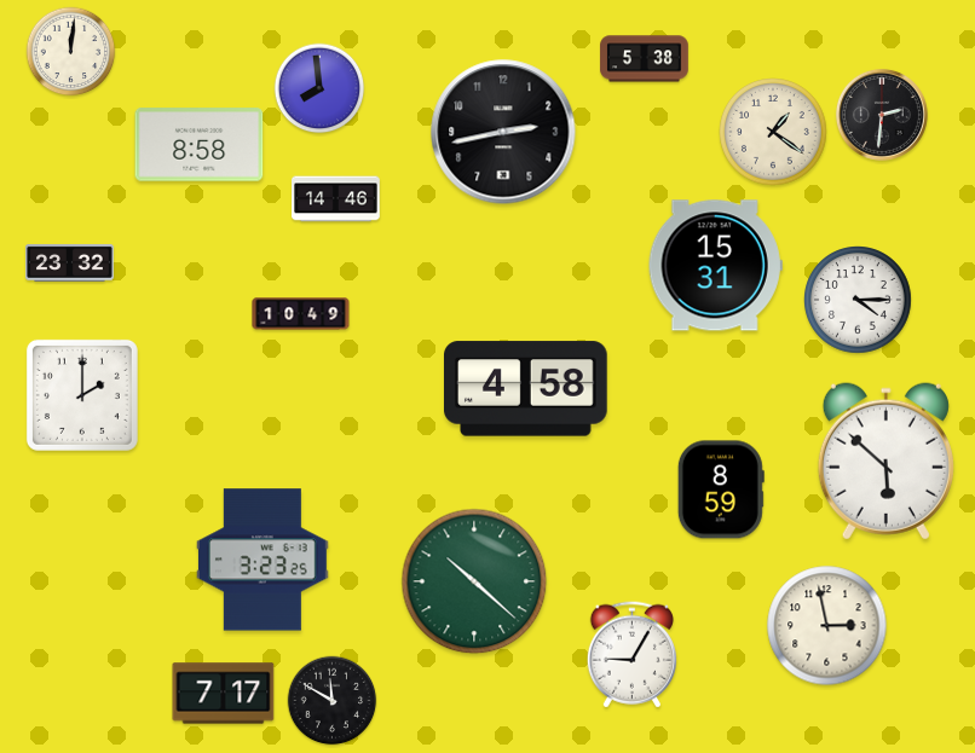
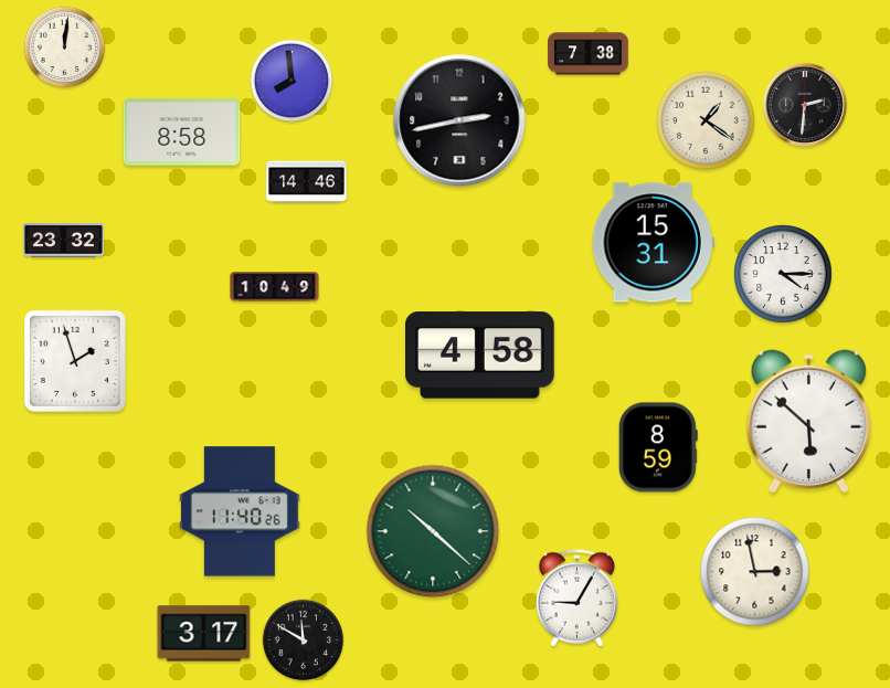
clock at (645, 59): 5:38 -> 7:38
clock at (82, 395): 2:00 -> 1:57
clock at (264, 560): 3:23 -> 11:40
clock at (224, 694): 7:17 -> 3:17
